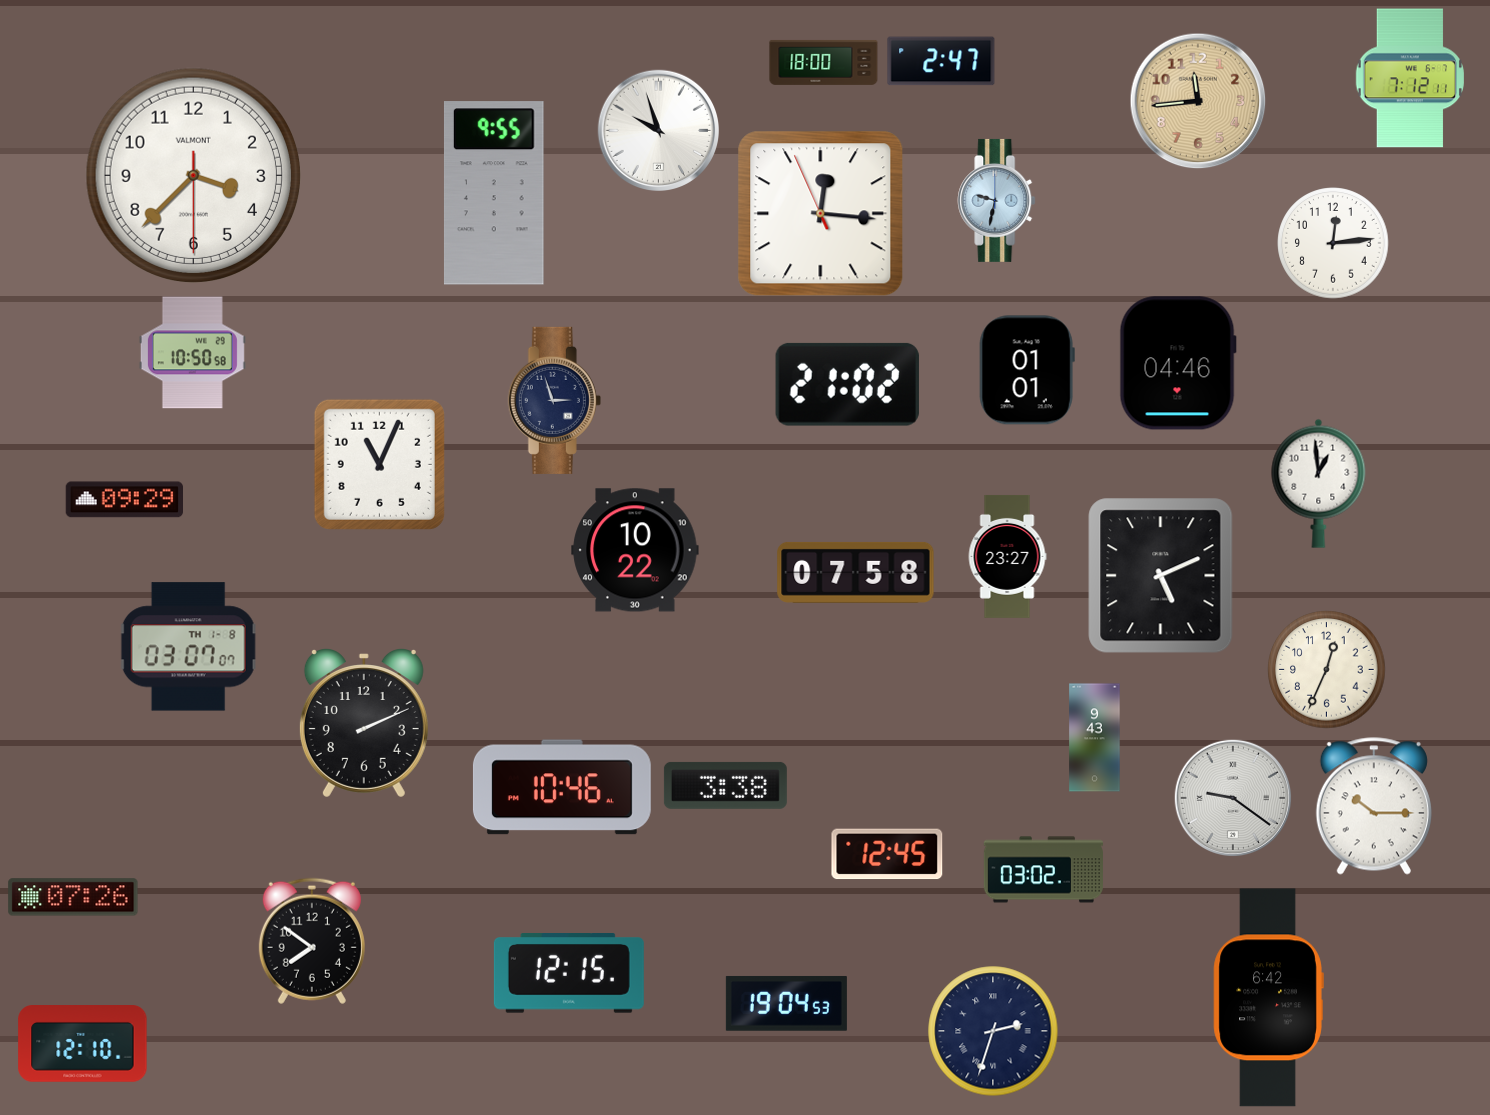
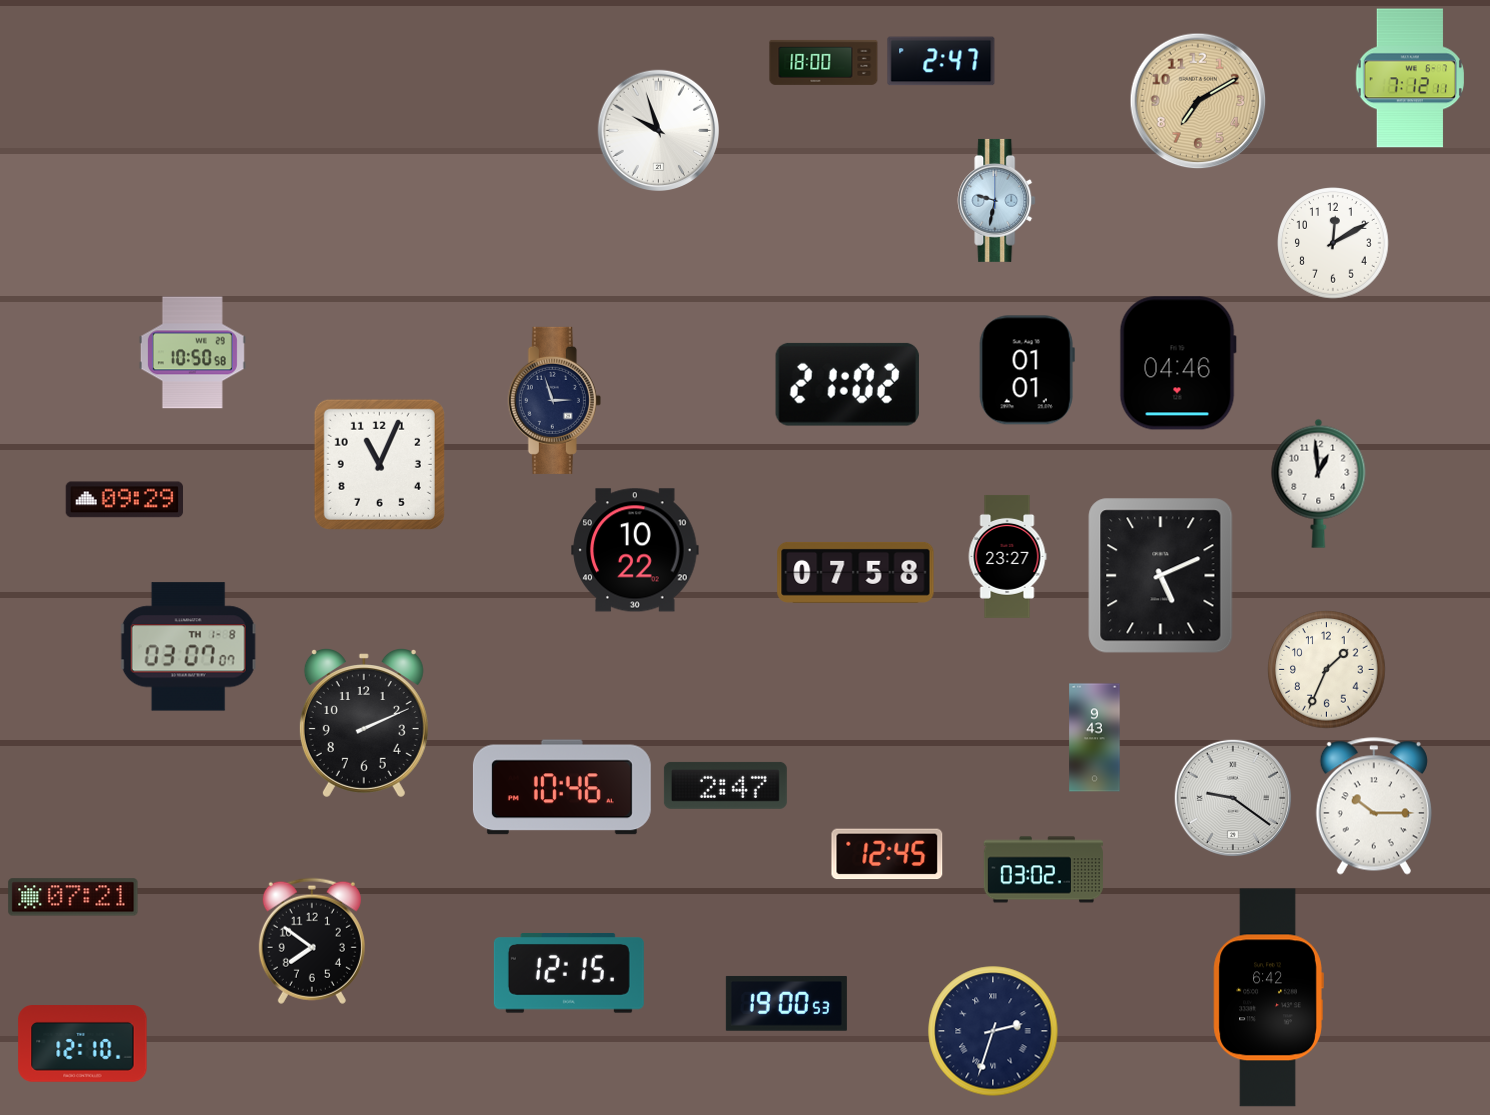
clock at (1198, 101): 11:44 -> 7:10
clock at (193, 175): 3:37 -> none
clock at (494, 193): 9:55 -> none
clock at (821, 214): 12:15 -> none
clock at (1333, 243): 12:14 -> 12:10
clock at (1327, 670): 12:34 -> 1:34
clock at (725, 785): 3:38 -> 2:47
clock at (73, 897): 07:26 -> 07:21
clock at (786, 1004): 19:04 -> 19:00
